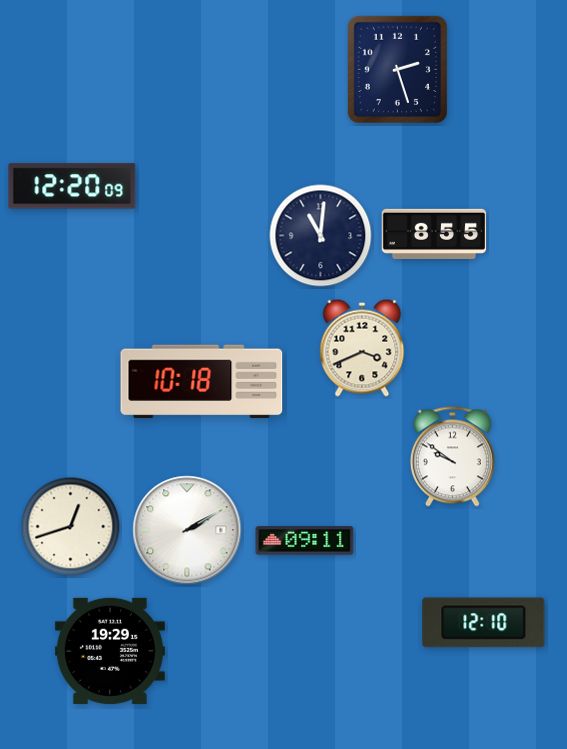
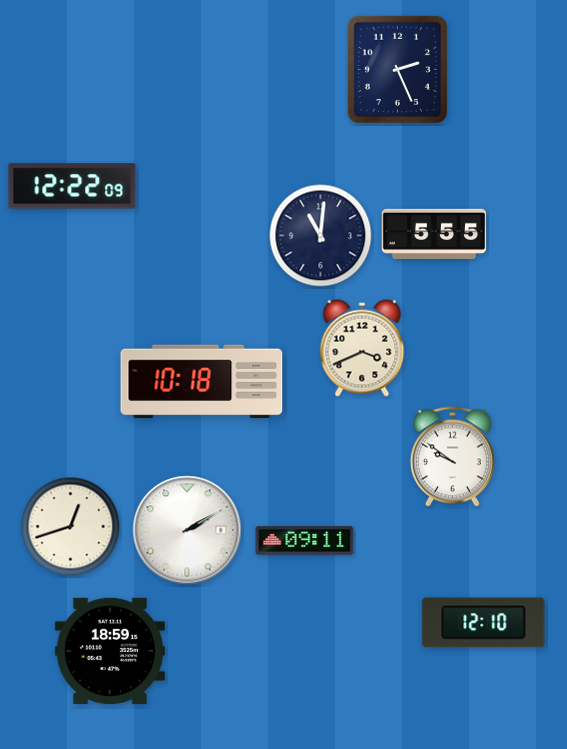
clock at (397, 69): 2:27 -> 2:26
clock at (72, 186): 12:20 -> 12:22
clock at (434, 233): 8:55 -> 5:55
clock at (110, 651): 19:29 -> 18:59
